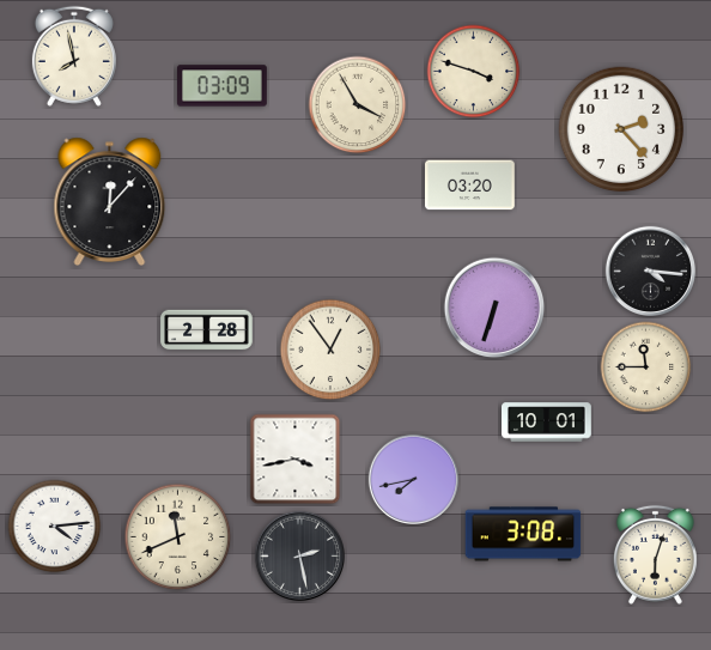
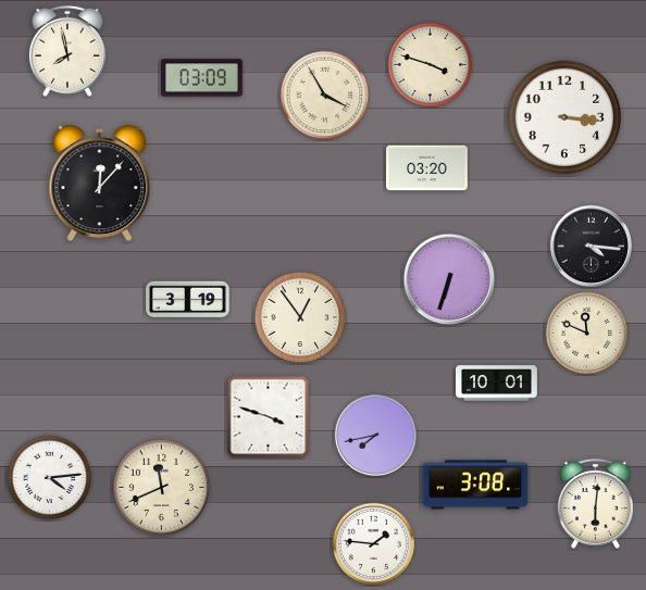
clock at (621, 129): 2:23 -> 3:16
clock at (207, 330): 2:28 -> 3:19
clock at (646, 367): 11:45 -> 11:49
clock at (296, 460): 3:43 -> 3:48
clock at (655, 554): 6:03 -> 6:01
clock at (299, 555): 2:28 -> none
clock at (373, 543): none -> 1:46
